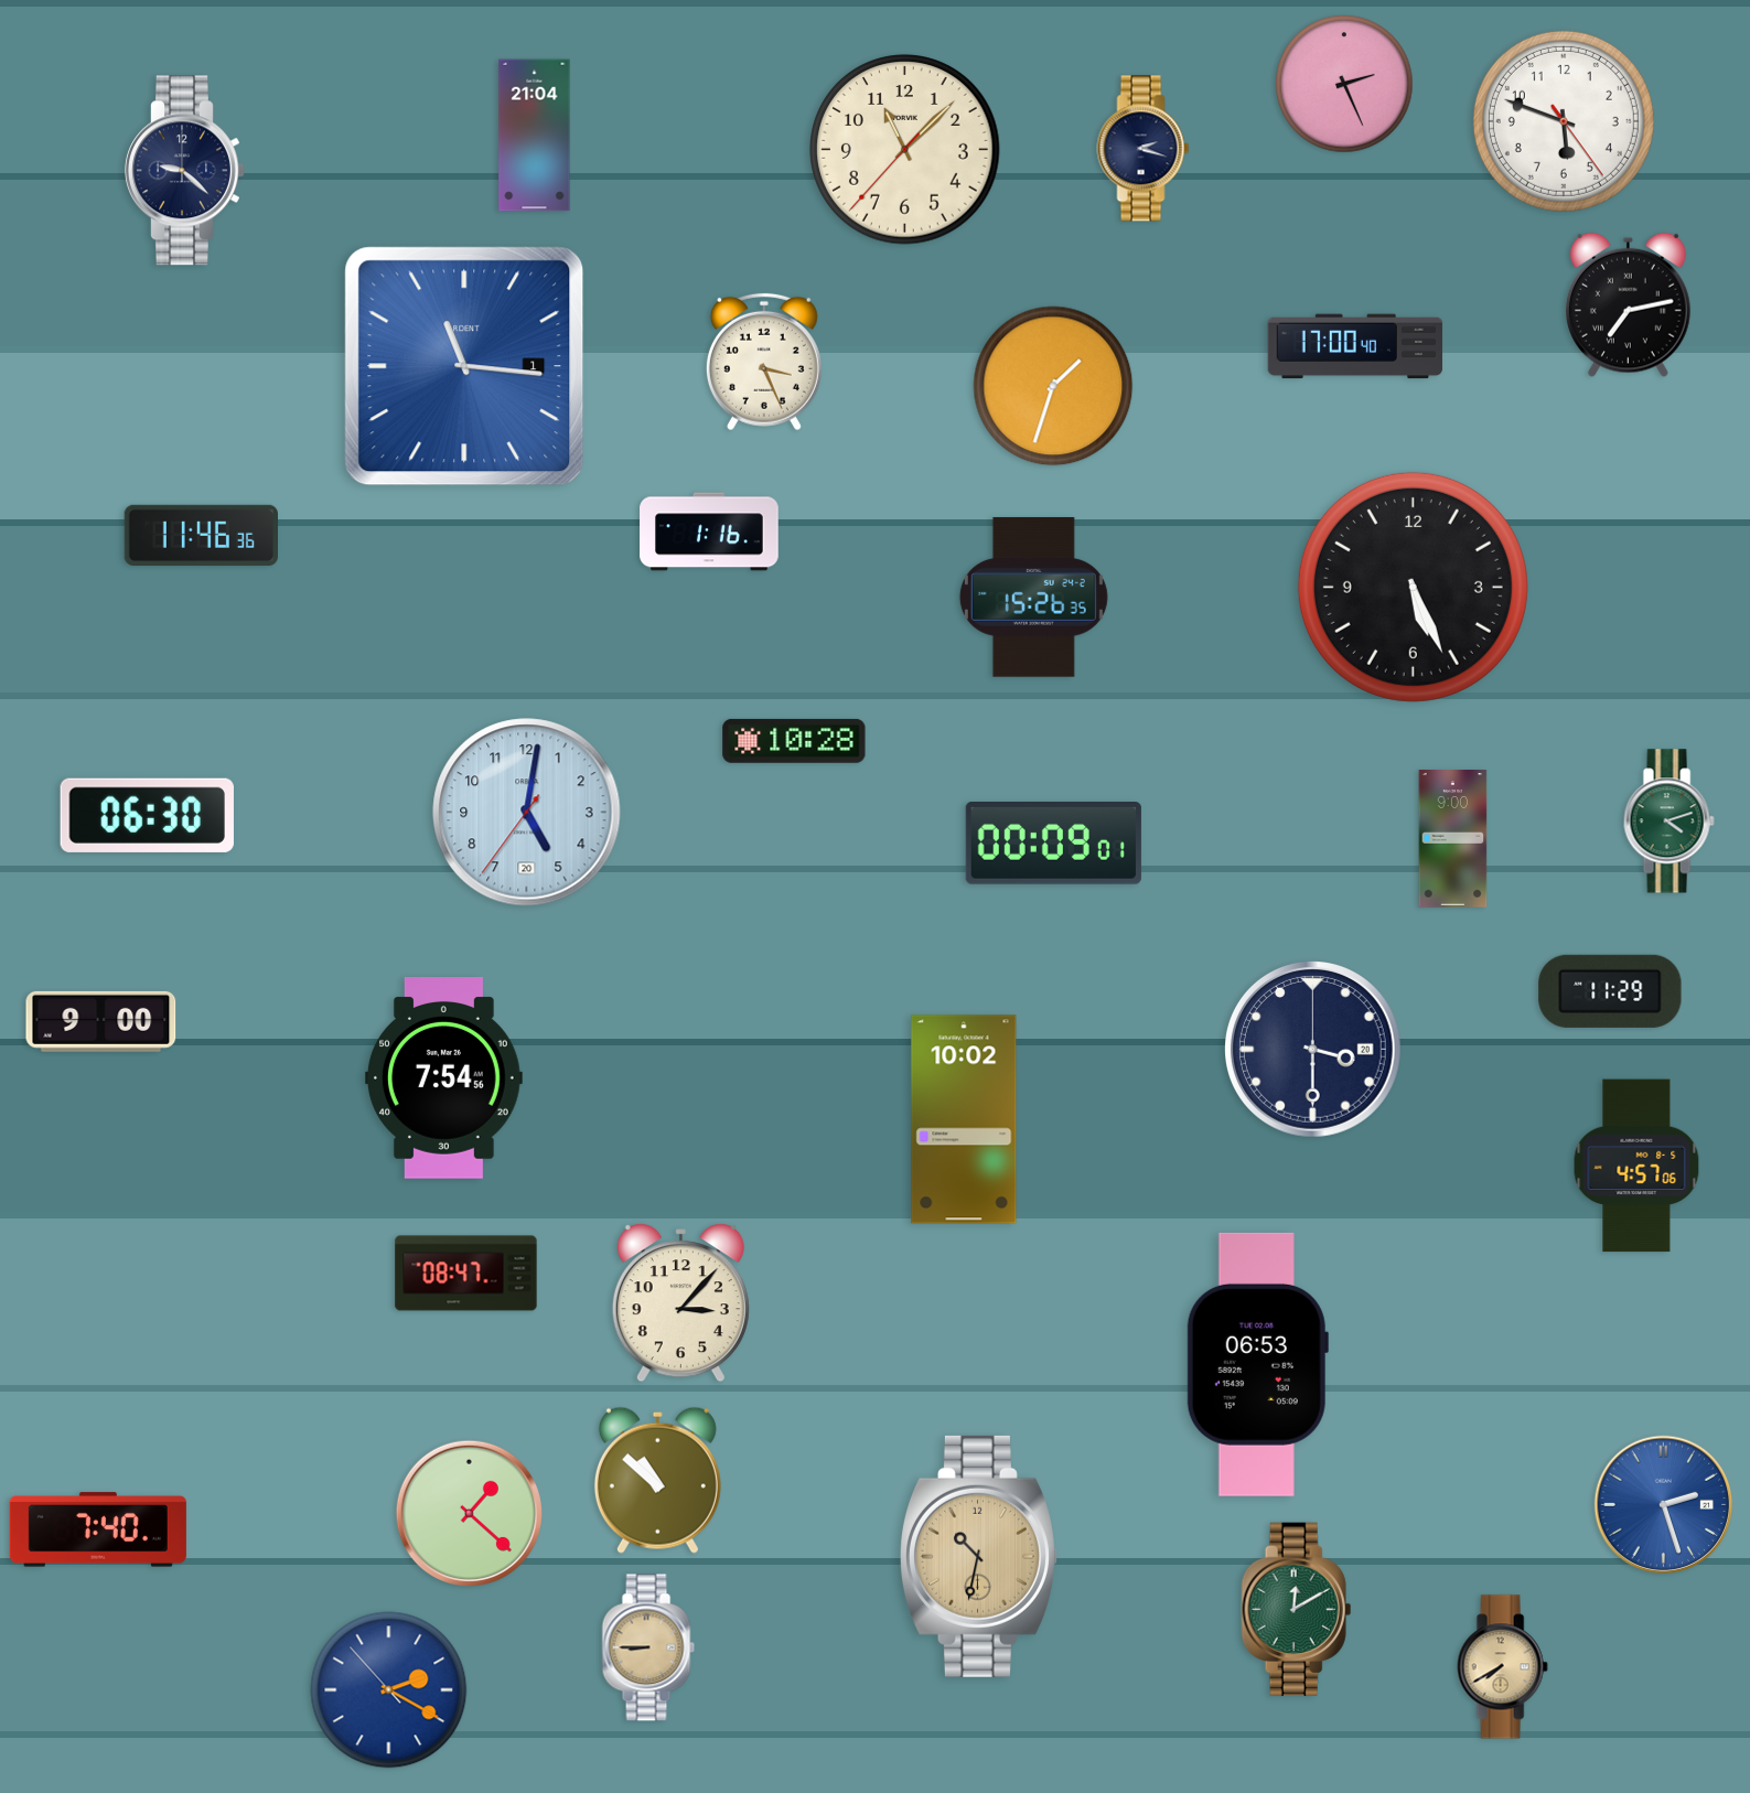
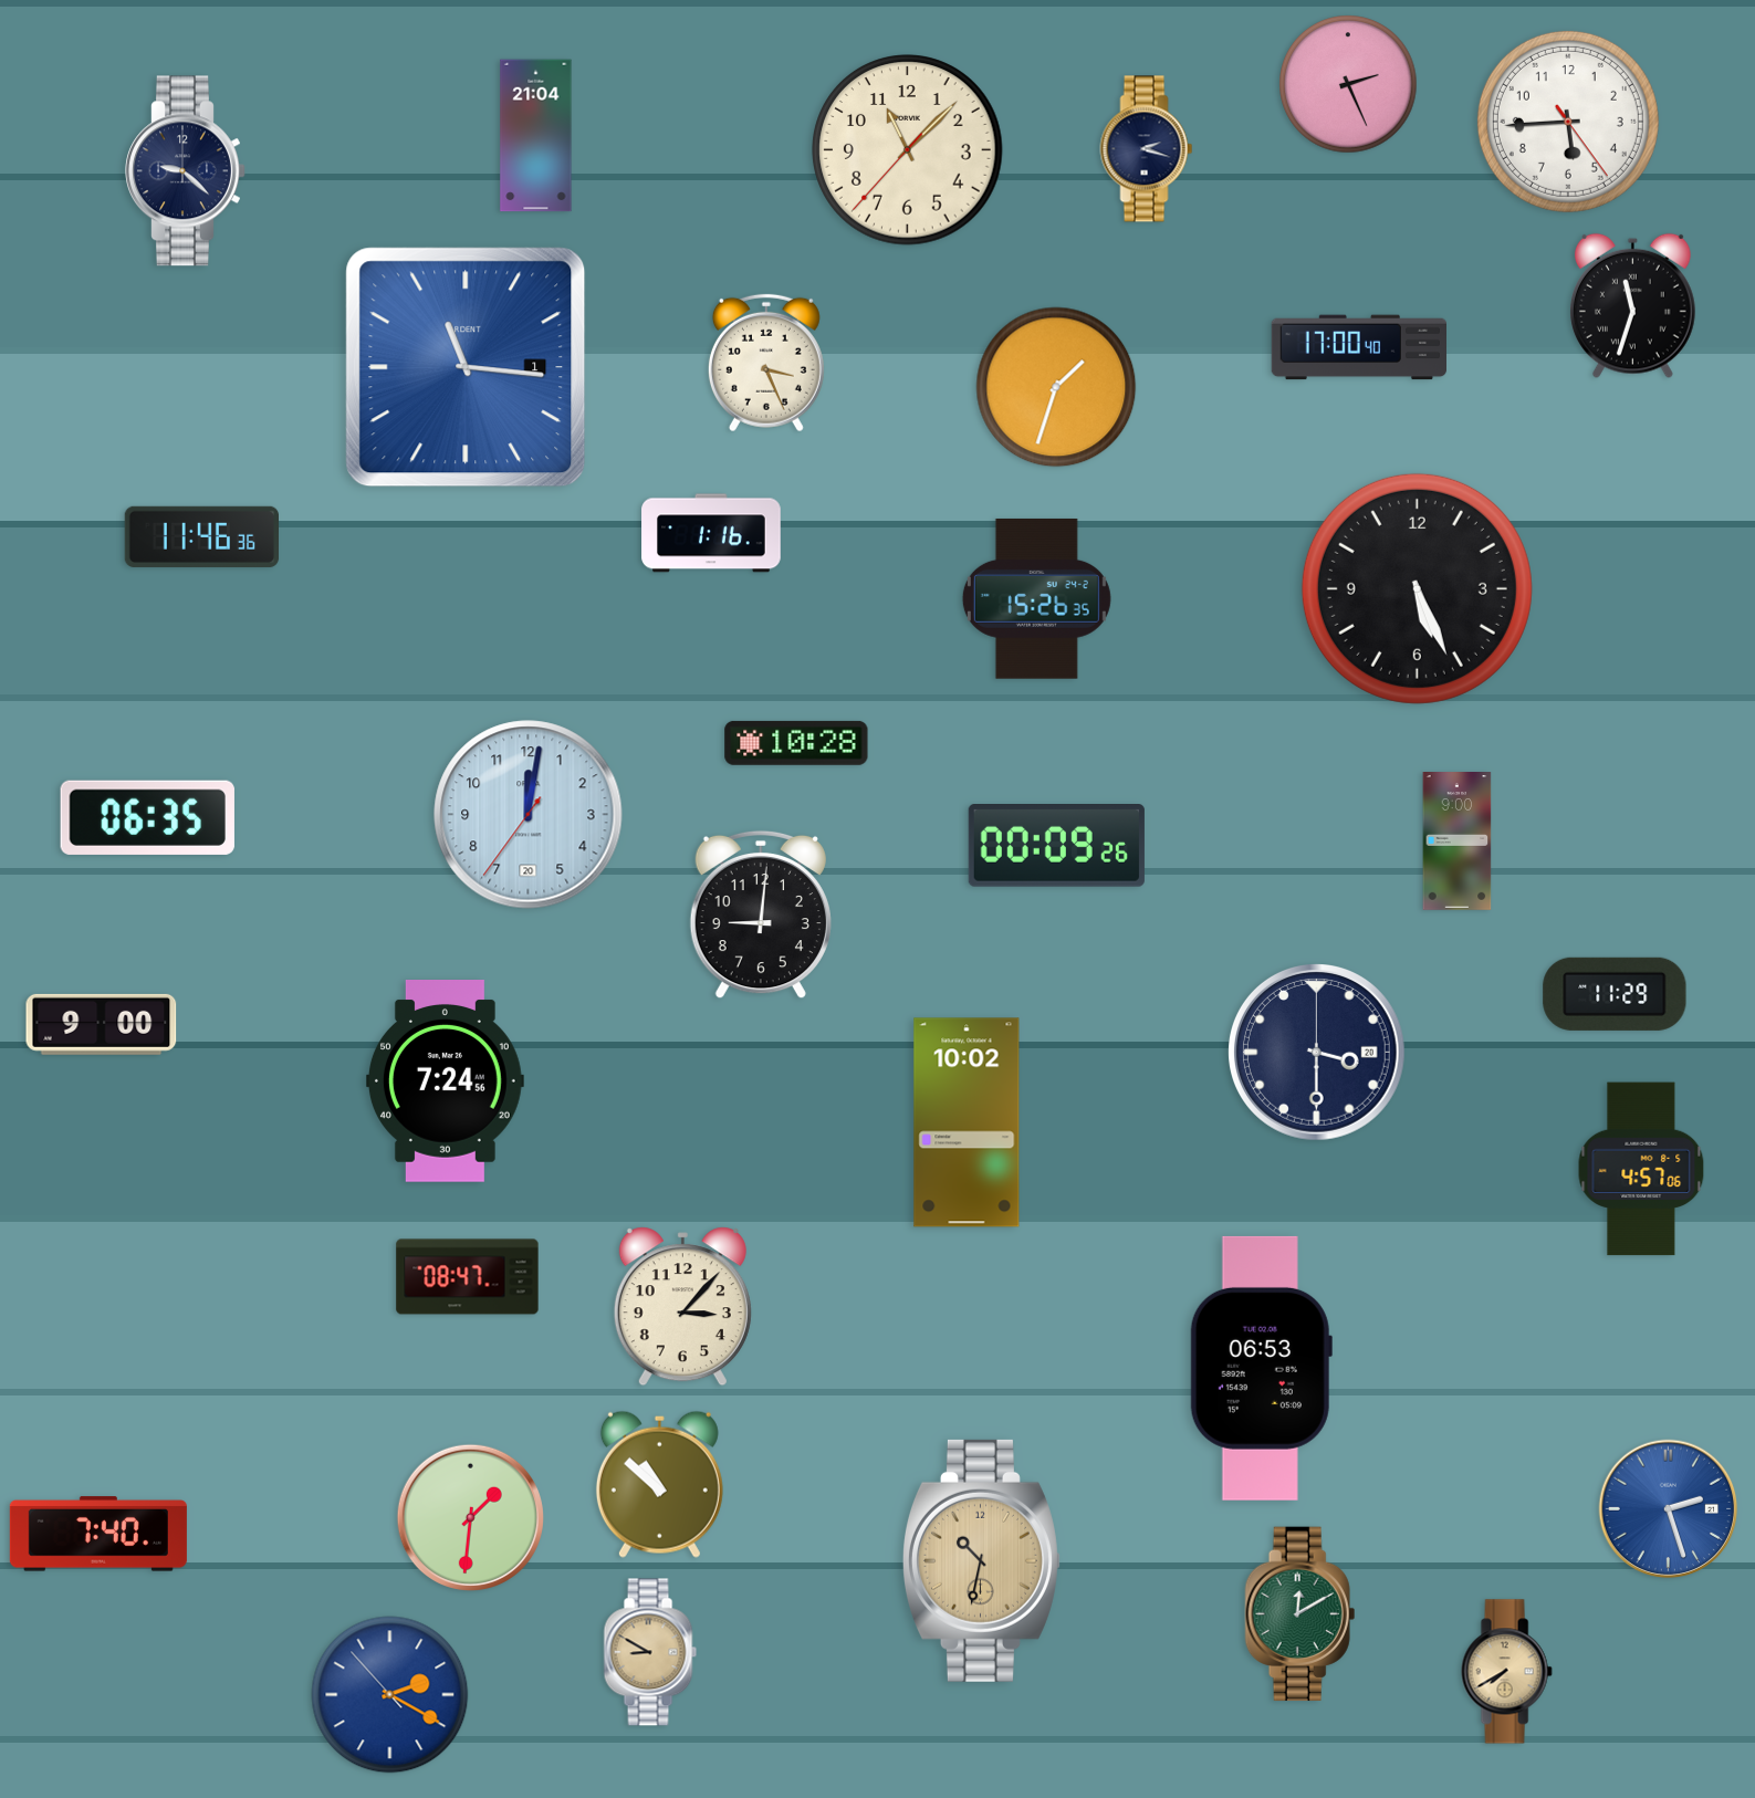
clock at (1564, 121): 5:48 -> 5:44
clock at (1629, 304): 7:13 -> 11:33
clock at (527, 813): 5:01 -> 12:01
clock at (147, 815): 06:30 -> 06:35
clock at (1668, 822): 4:12 -> none
clock at (1053, 844): 00:09:01 -> 00:09:26
clock at (761, 914): none -> 9:01
clock at (443, 1078): 7:54 -> 7:24
clock at (469, 1513): 1:22 -> 1:31
clock at (648, 1647): 8:45 -> 8:50
